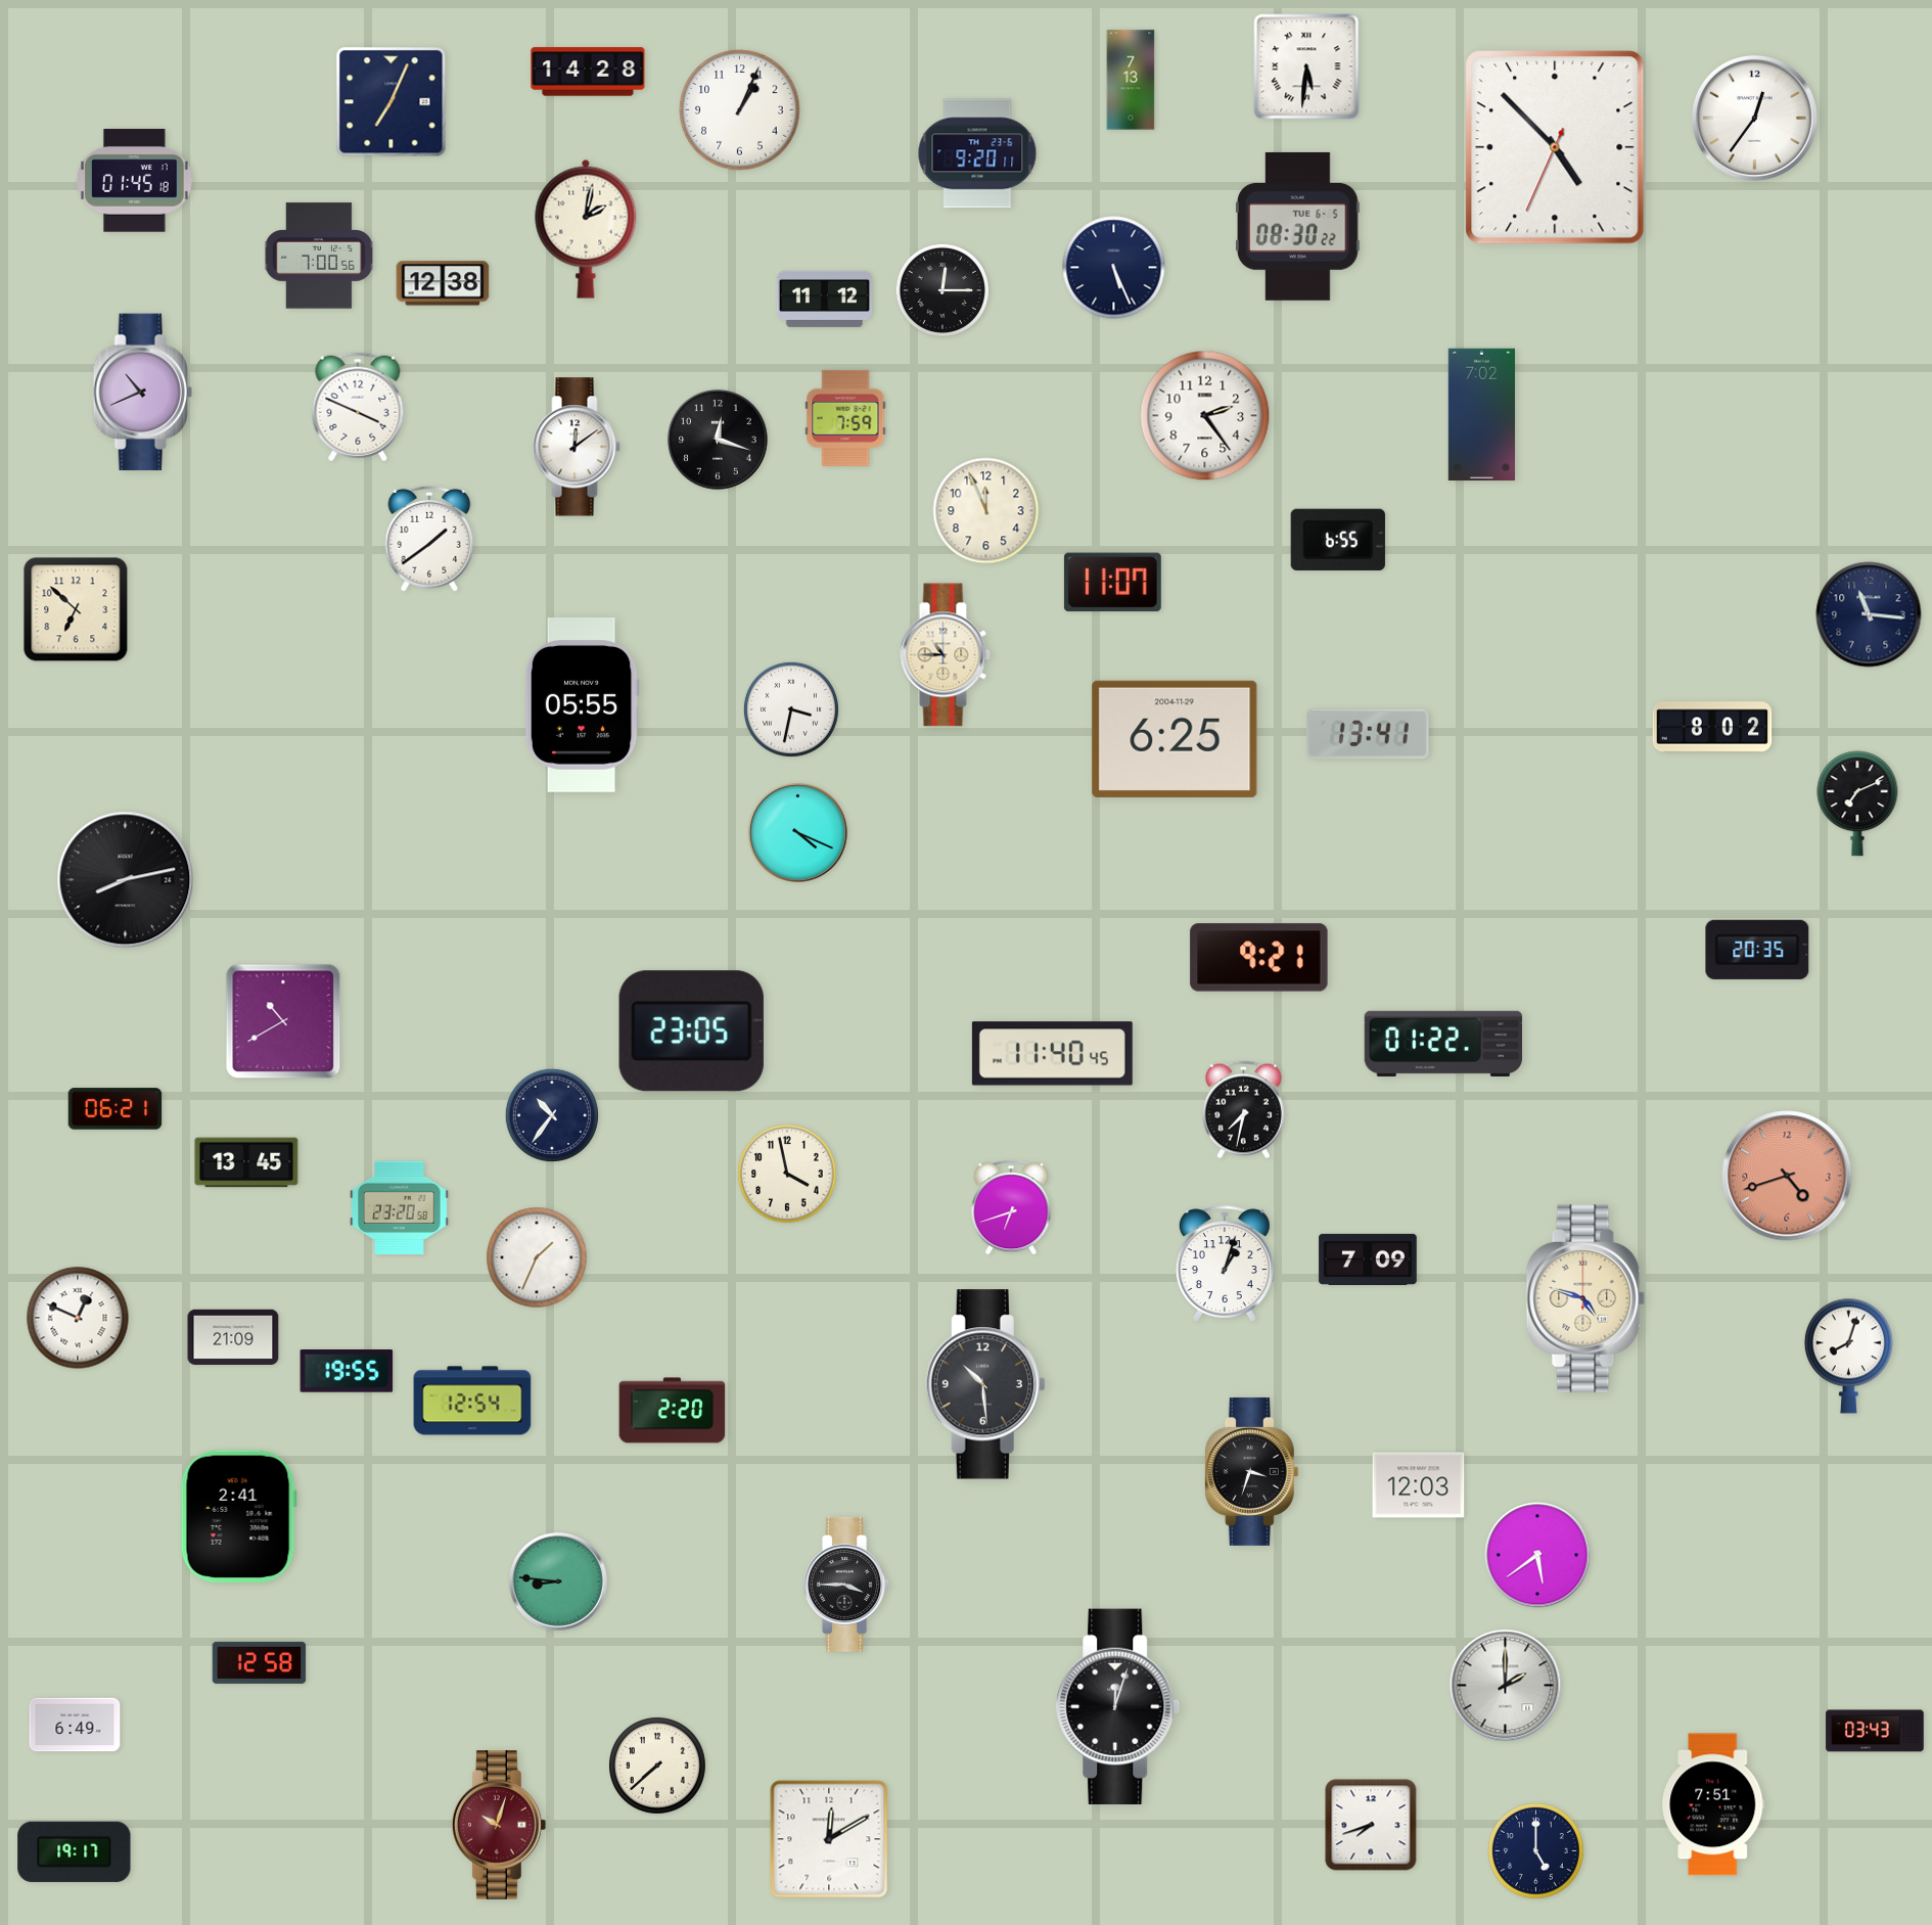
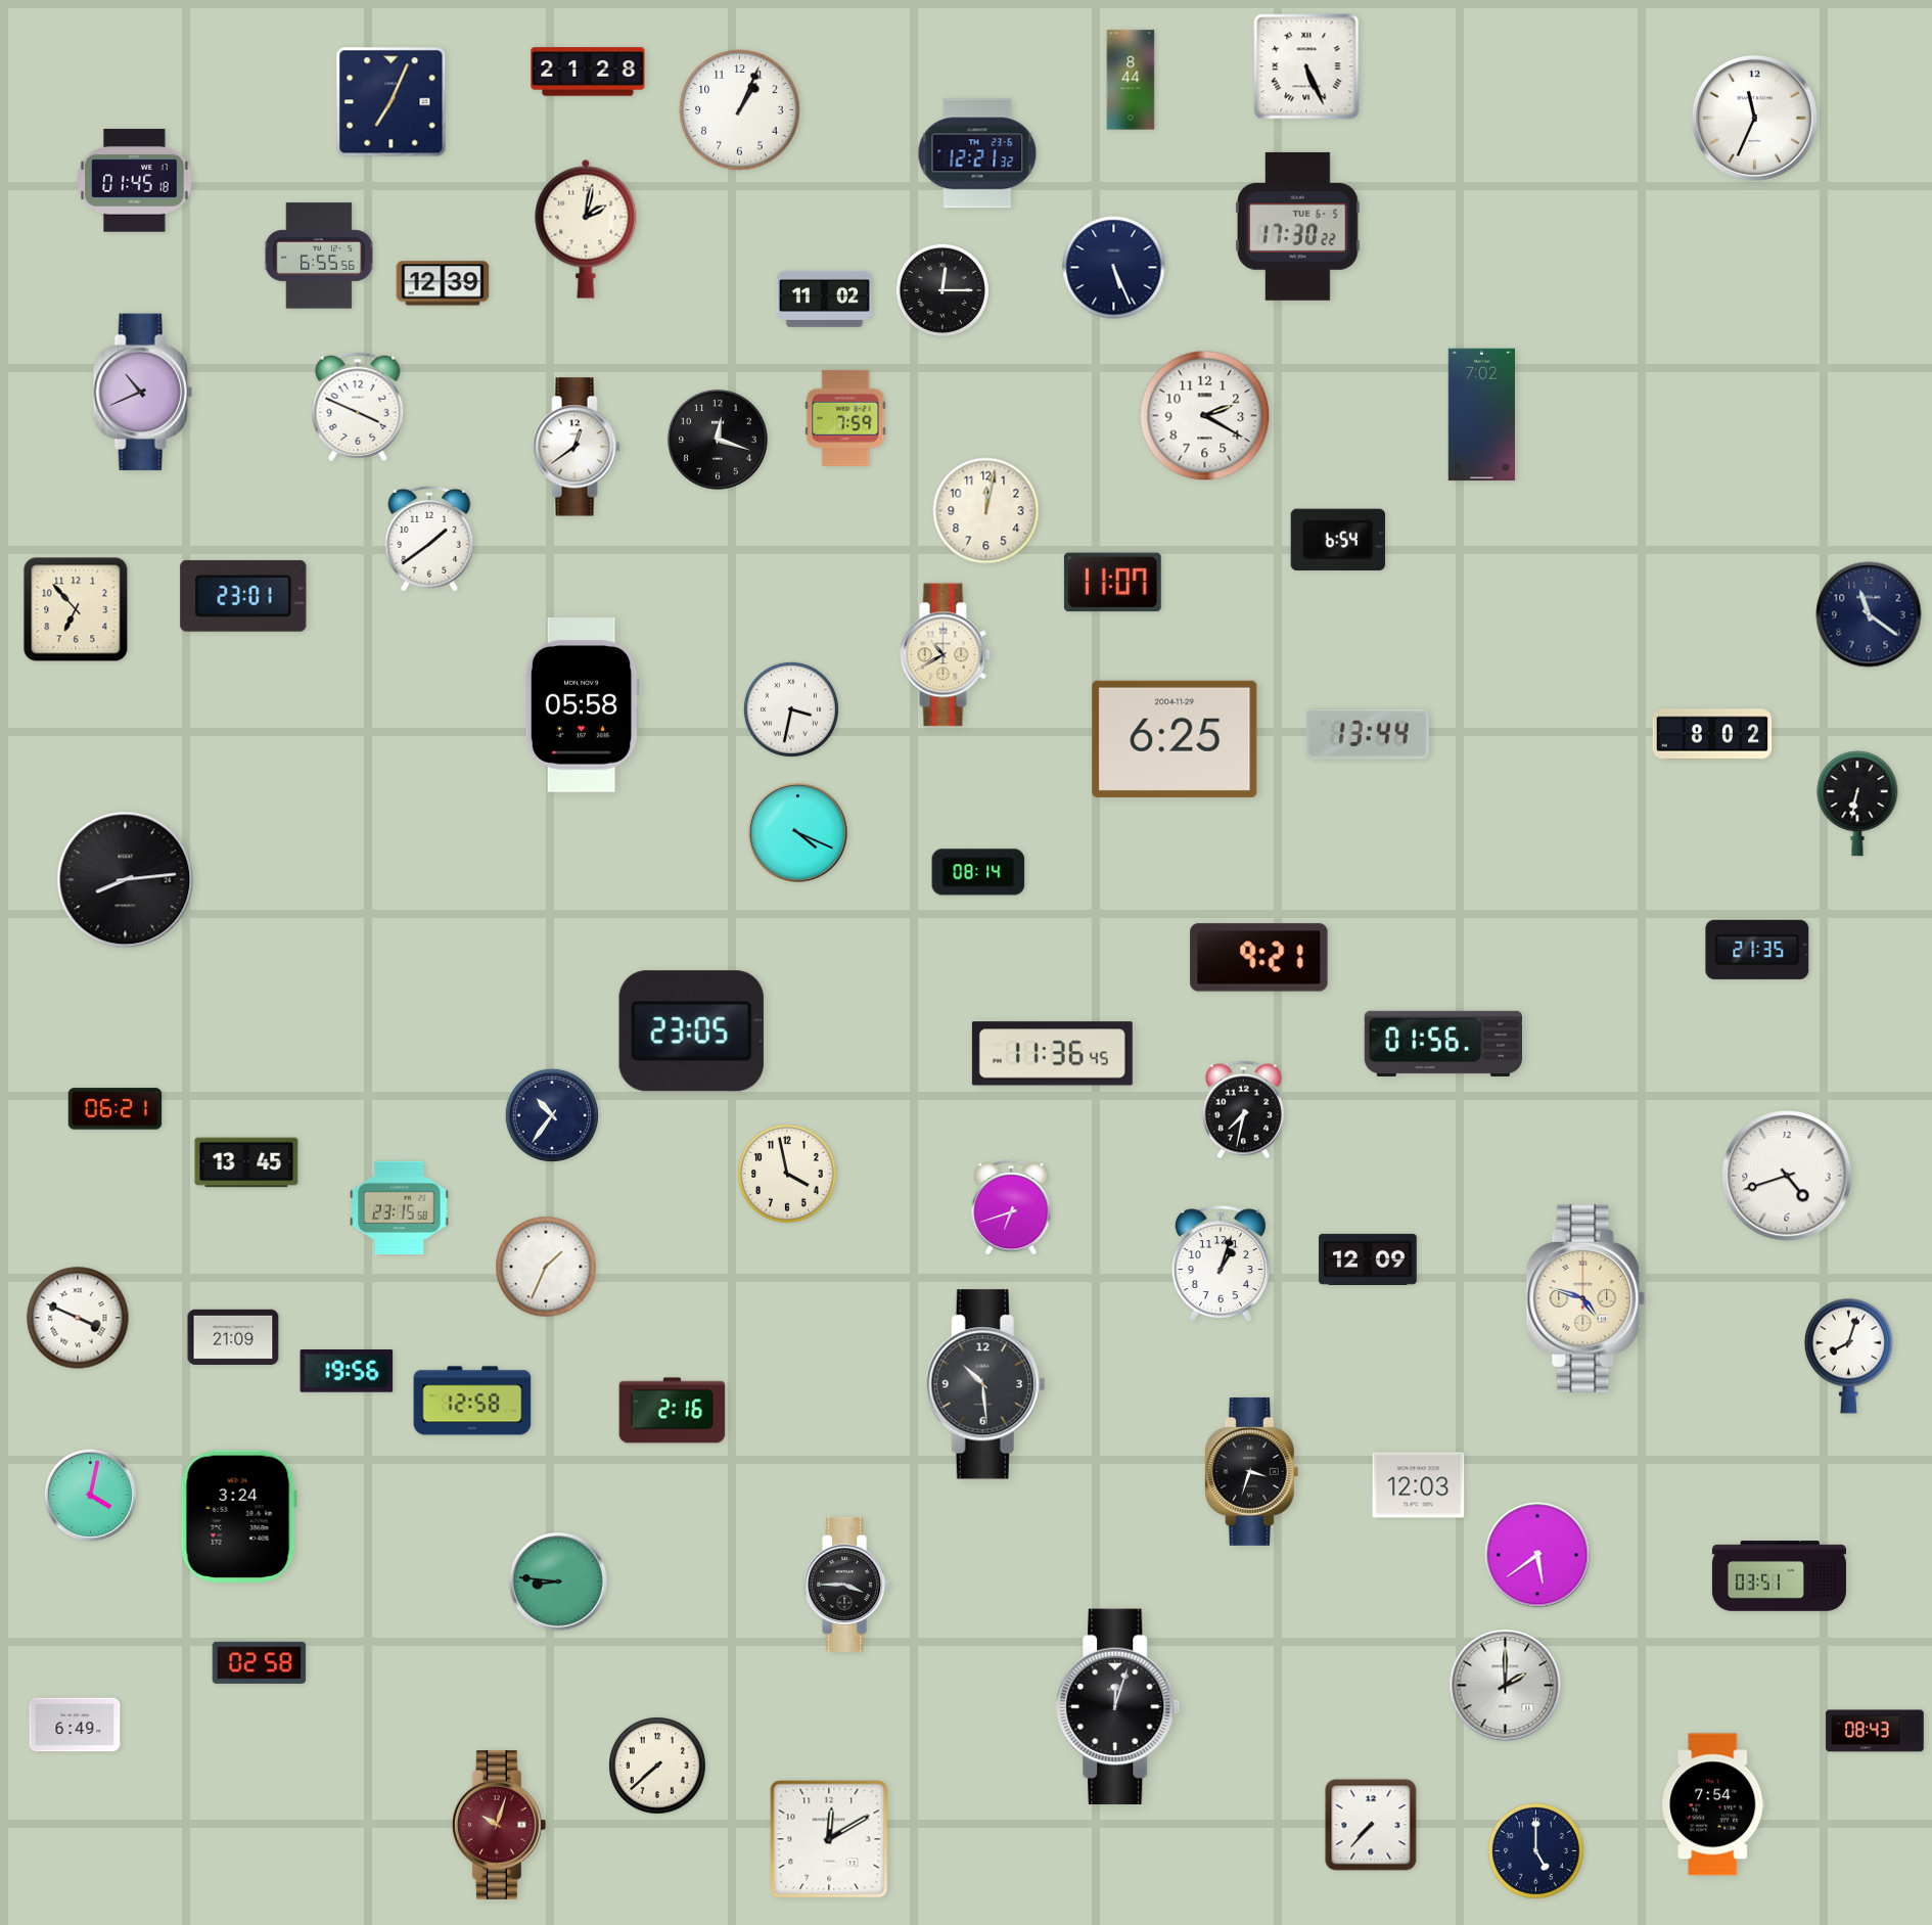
clock at (1306, 66): 5:31 -> 5:26
clock at (588, 72): 14:28 -> 21:28
clock at (1131, 80): 7:13 -> 8:44
clock at (1754, 118): 12:36 -> 11:34
clock at (1555, 147): 4:52 -> none
clock at (977, 153): 9:20 -> 12:21
clock at (1298, 226): 08:30 -> 17:30
clock at (319, 256): 7:00 -> 6:55
clock at (443, 283): 12:38 -> 12:39
clock at (824, 299): 11:12 -> 11:02
clock at (1205, 416): 2:24 -> 2:20
clock at (577, 447): 12:09 -> 12:39
clock at (986, 511): 11:56 -> 12:02
clock at (1338, 540): 6:55 -> 6:54
clock at (243, 596): none -> 23:01
clock at (76, 609): 6:52 -> 6:53
clock at (1869, 614): 11:16 -> 11:21
clock at (945, 655): 10:45 -> 10:40
clock at (582, 705): 05:55 -> 05:58
clock at (1712, 727) position: (1712, 727) -> (1712, 734)
clock at (1368, 734): 13:41 -> 13:44
clock at (1857, 804): 7:11 -> 6:32
clock at (978, 872): none -> 08:14
clock at (126, 880): 8:13 -> 8:14
clock at (1757, 950): 20:35 -> 21:35
clock at (283, 1021): 10:40 -> none
clock at (1442, 1044): 01:22 -> 01:56
clock at (1052, 1054): 11:40 -> 11:36
clock at (1787, 1176) dial: salmon -> white
clock at (400, 1207): 23:20 -> 23:15
clock at (537, 1257) position: (537, 1257) -> (546, 1267)
clock at (1368, 1259): 7:09 -> 12:09
clock at (1225, 1264) position: (1225, 1264) -> (1221, 1264)
clock at (78, 1318): 12:49 -> 3:49
clock at (347, 1372): 19:55 -> 19:56
clock at (472, 1401): 12:54 -> 12:58
clock at (673, 1411): 2:20 -> 2:16
clock at (91, 1496): none -> 4:02
clock at (238, 1516): 2:41 -> 3:24
clock at (1779, 1576): none -> 03:51
clock at (260, 1662): 12:58 -> 02:58
clock at (1875, 1731): 03:43 -> 08:43
clock at (1713, 1804): 7:51 -> 7:54
clock at (1371, 1825): 7:42 -> 7:37
clock at (75, 1851): 19:17 -> none
